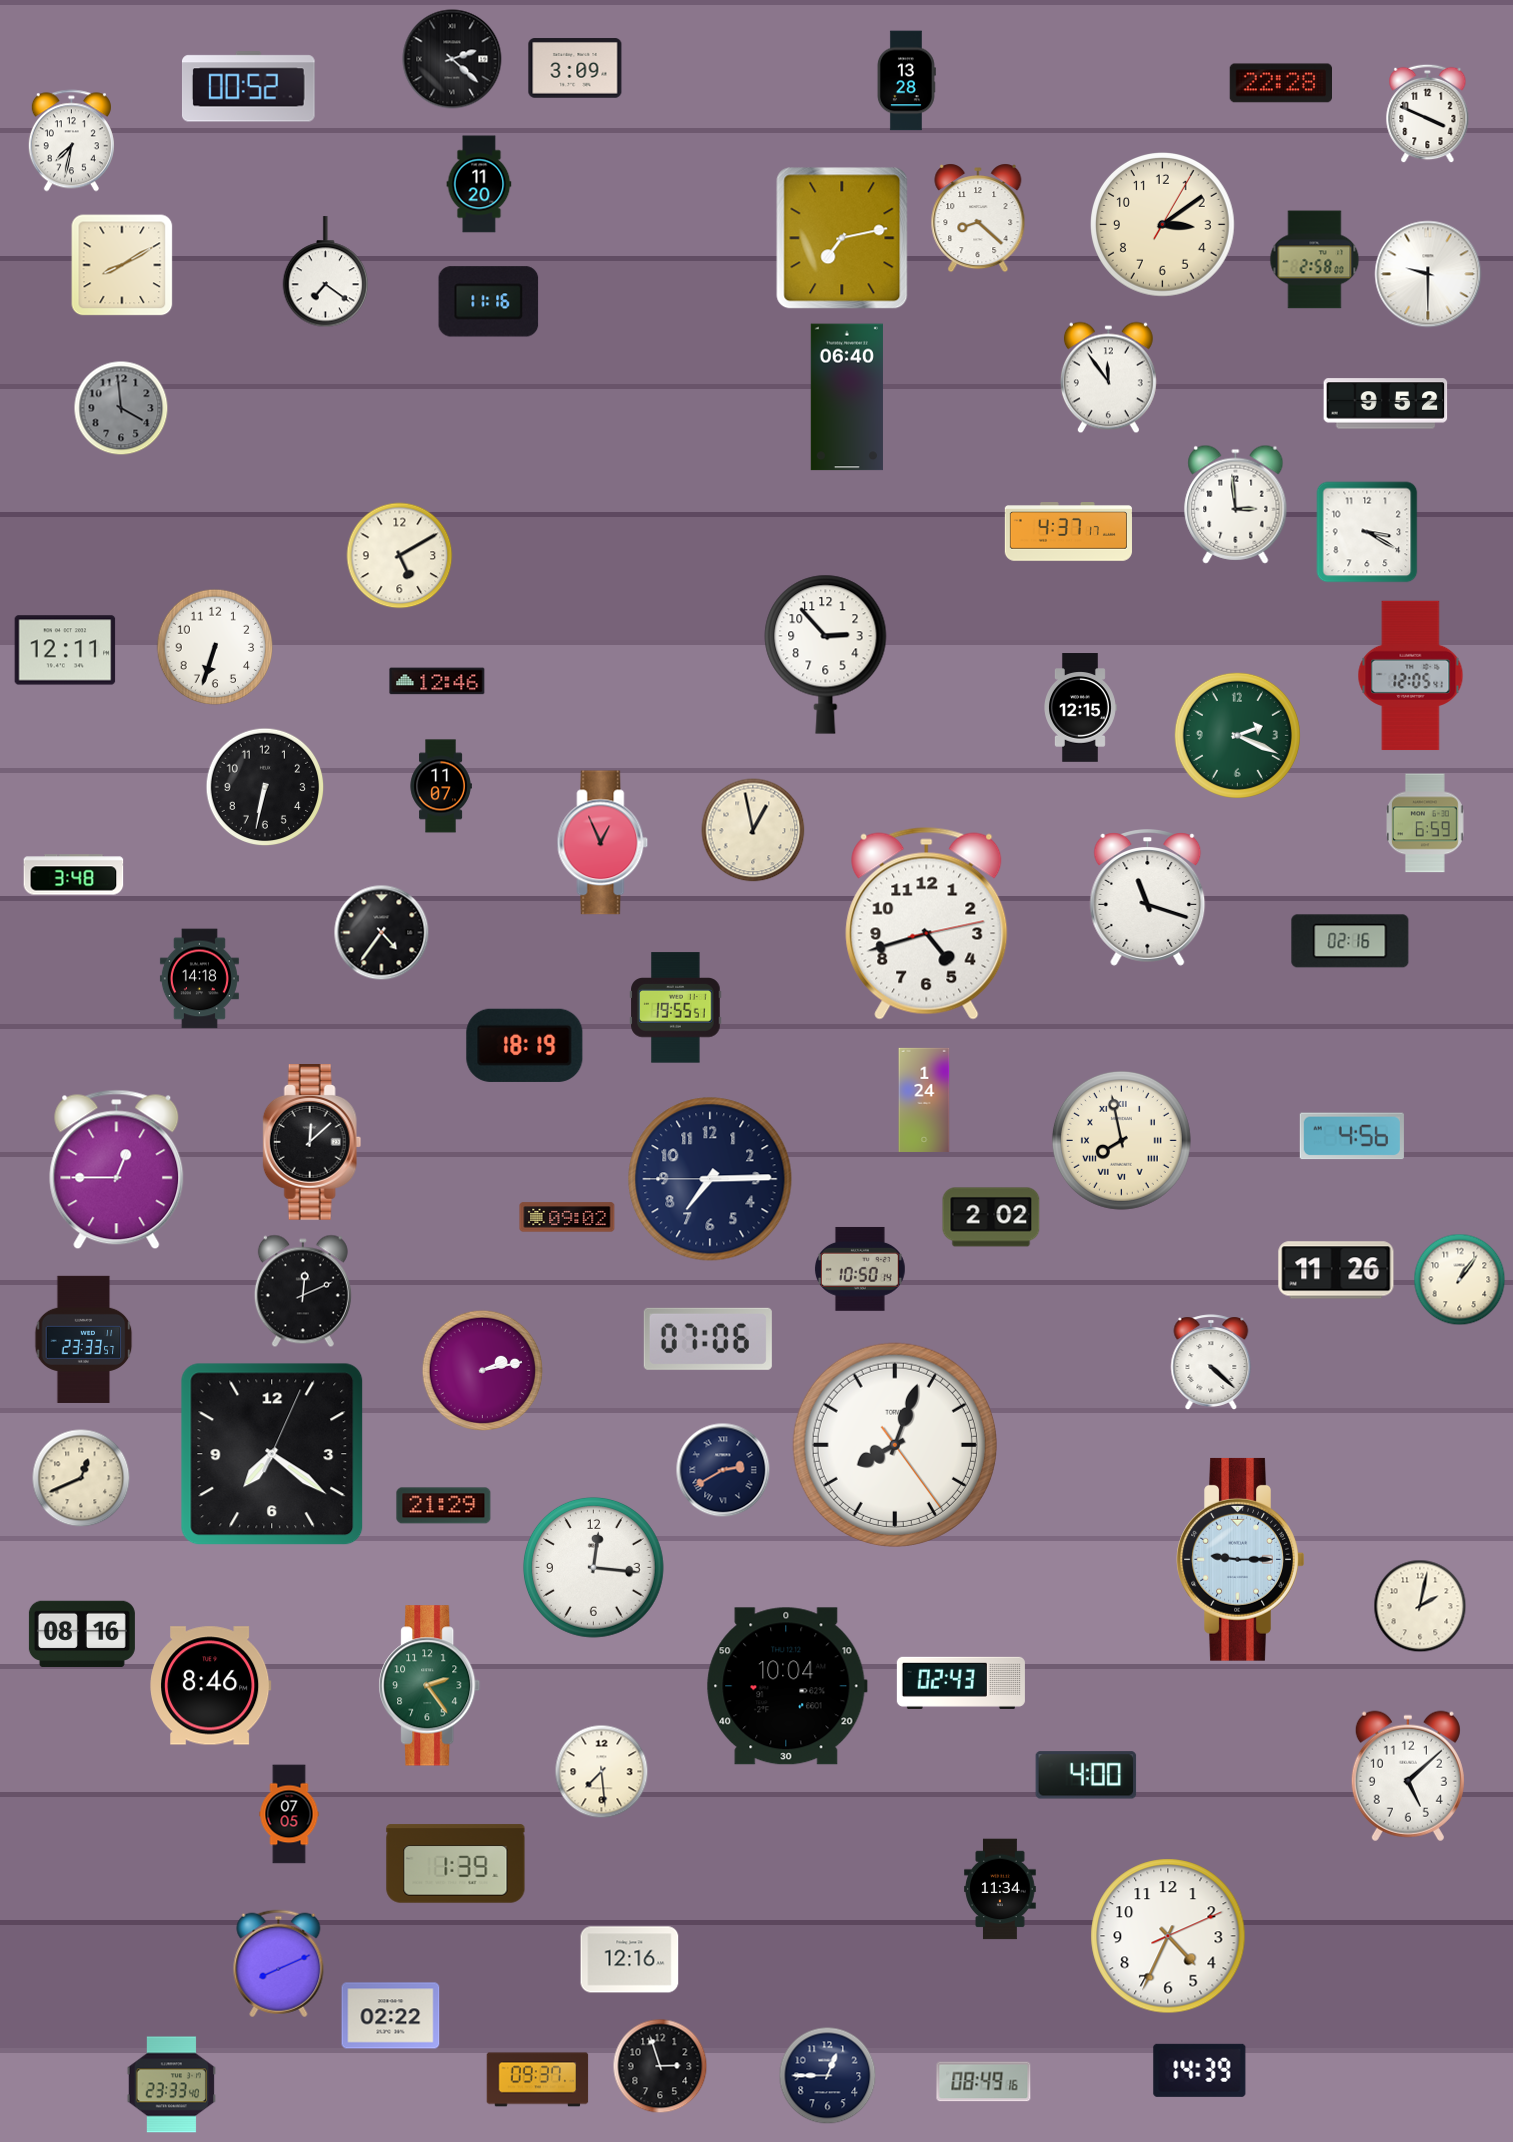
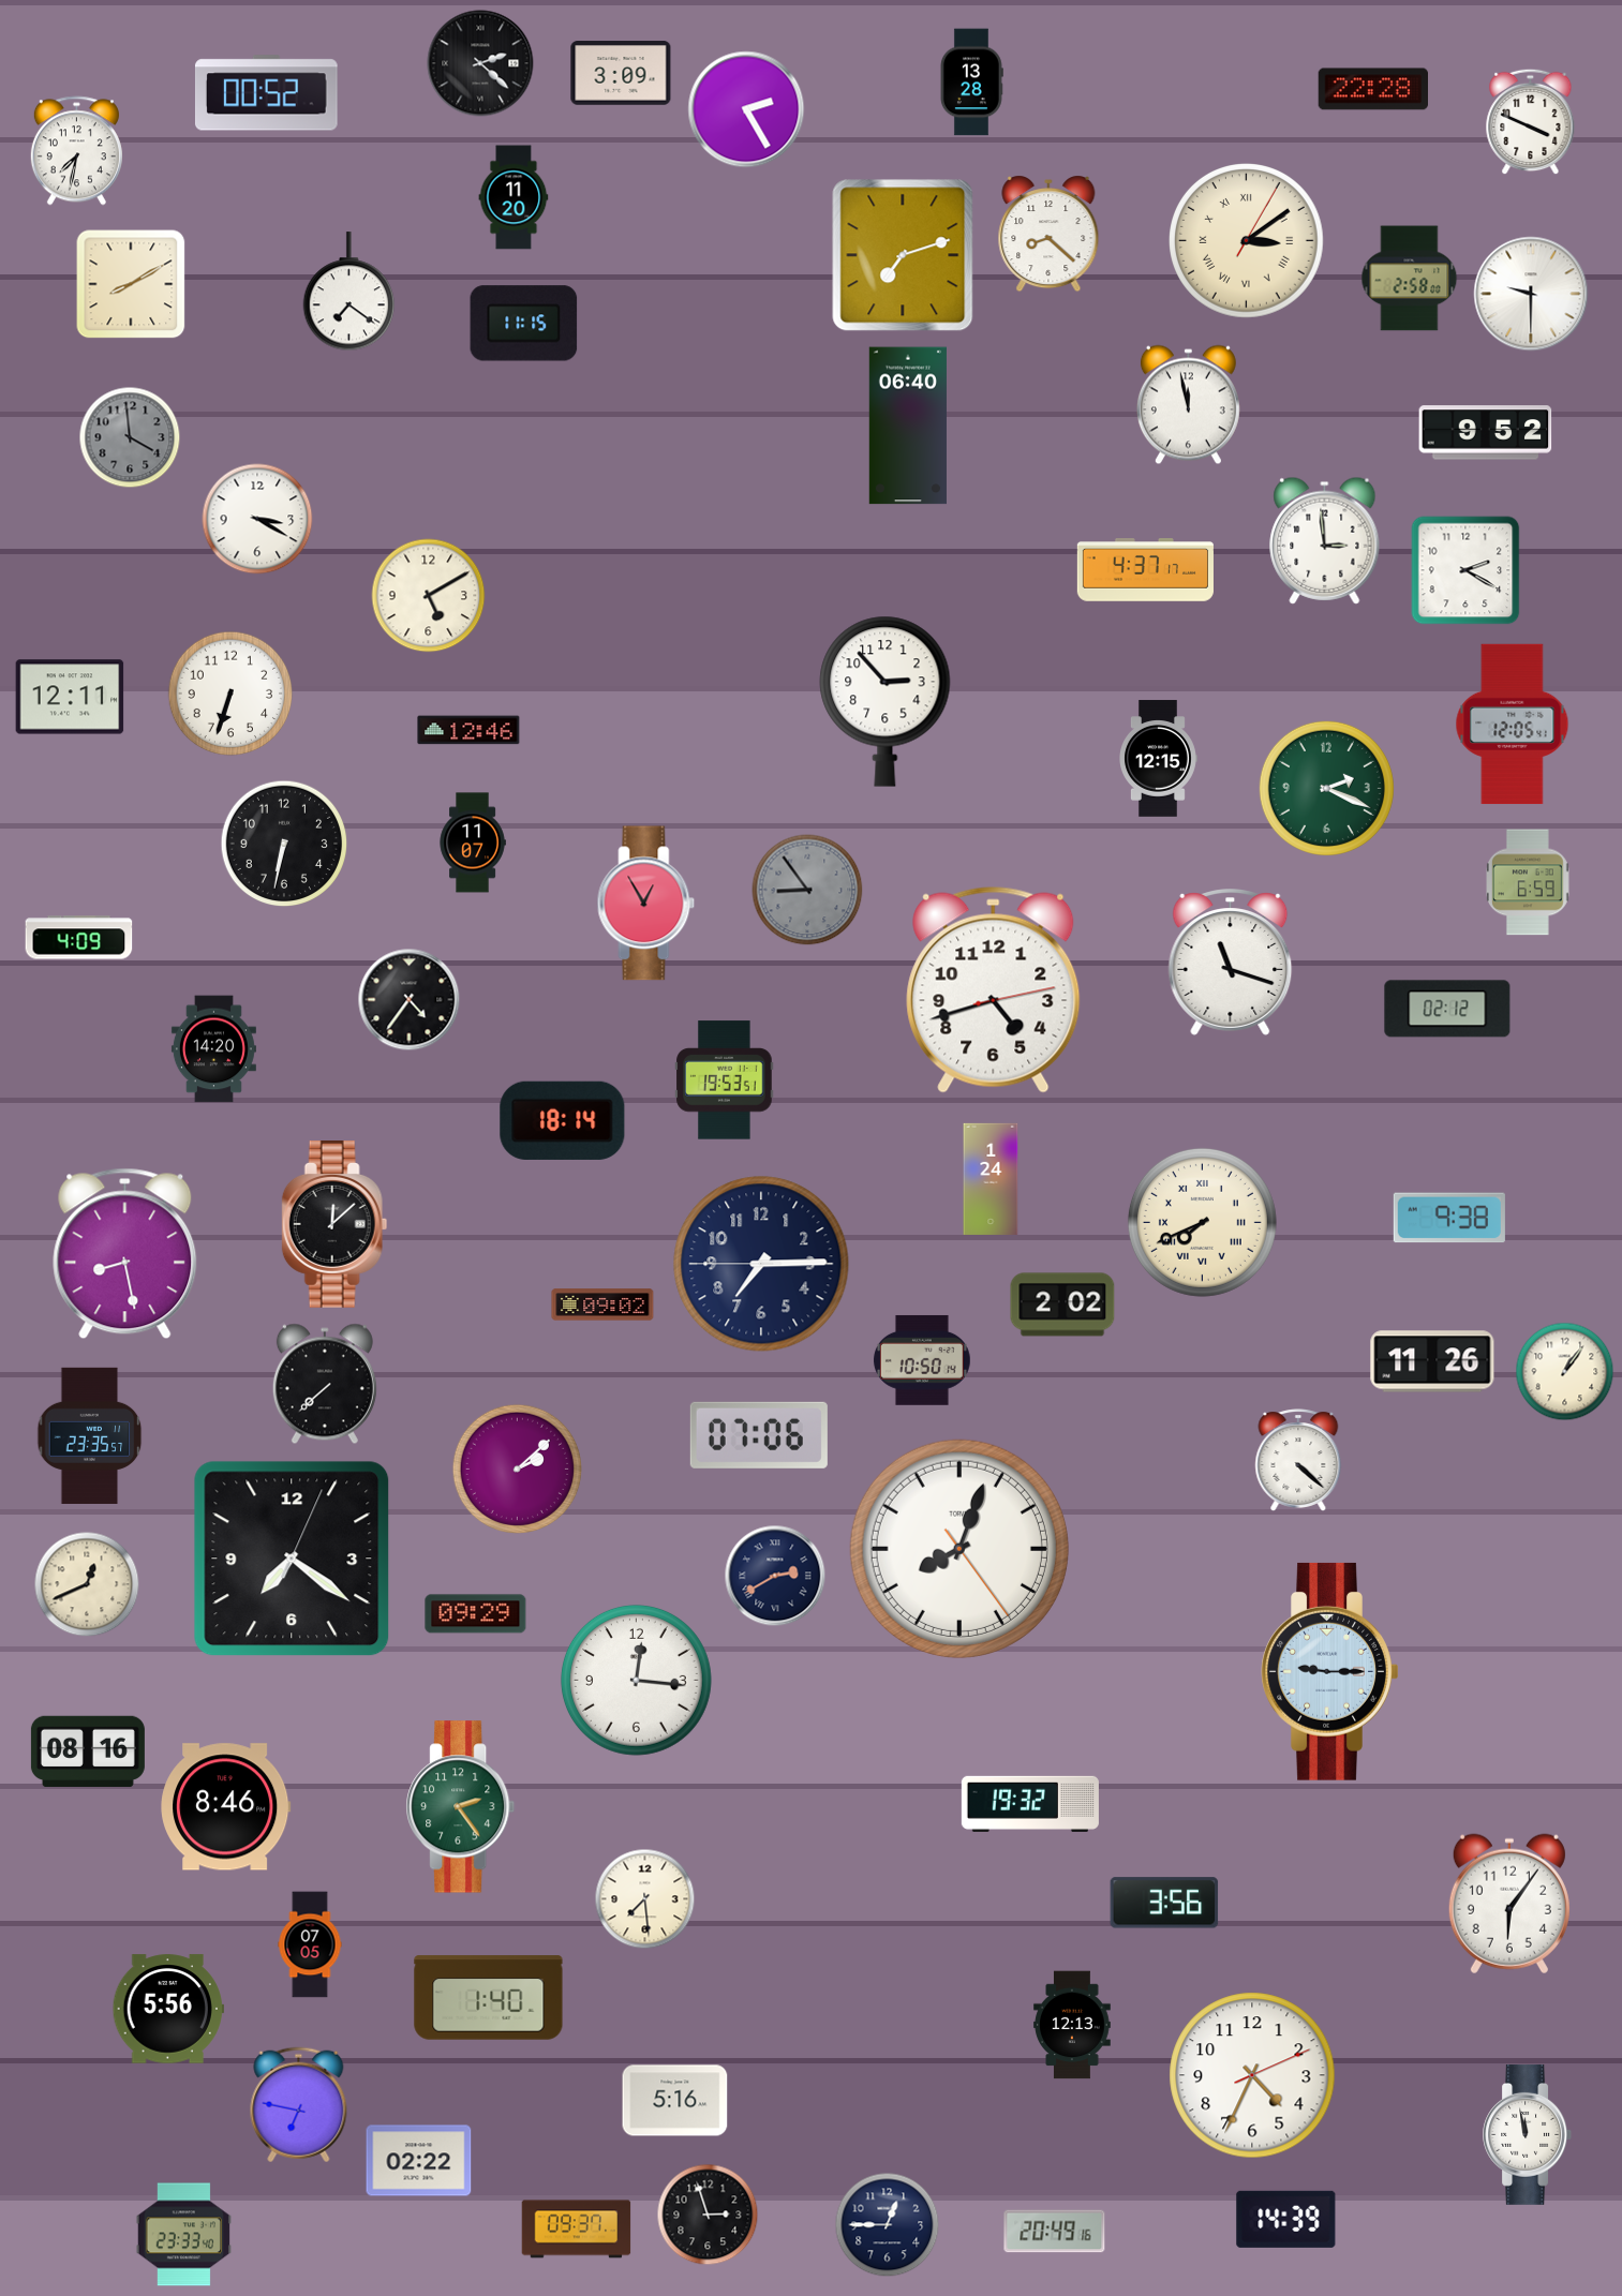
clock at (452, 59) position: (452, 59) -> (480, 63)
clock at (575, 68) position: (575, 68) -> (621, 73)
clock at (906, 81) position: (906, 81) -> (971, 83)
clock at (746, 109): none -> 2:25
clock at (1163, 225) numerals: Arabic -> Roman
clock at (842, 238): 7:13 -> 7:12
clock at (489, 302): 11:16 -> 11:15
clock at (1108, 378): 11:54 -> 11:58
clock at (257, 519): none -> 3:20
clock at (1367, 532): 3:20 -> 2:20
clock at (753, 830): 12:58 -> 8:54
clock at (753, 830) dial: cream -> grey
clock at (603, 843): 12:56 -> 12:55
clock at (74, 875): 3:48 -> 4:09
clock at (1350, 941): 02:16 -> 02:12
clock at (199, 979): 14:18 -> 14:20
clock at (676, 1008): 19:55 -> 19:53
clock at (525, 1045): 18:19 -> 18:14
clock at (1352, 1136): 4:56 -> 9:38
clock at (1121, 1140): 7:58 -> 7:41
clock at (117, 1170): 12:45 -> 8:28
clock at (567, 1217) position: (567, 1217) -> (602, 1304)
clock at (303, 1291): 12:11 -> 7:38
clock at (84, 1339): 23:33 -> 23:35
clock at (482, 1370): 2:13 -> 2:08
clock at (444, 1506): 21:29 -> 09:29
clock at (1420, 1606): 2:02 -> none
clock at (961, 1683): 02:43 -> 19:32
clock at (787, 1686): 10:04 -> none
clock at (1086, 1775): 4:00 -> 3:56
clock at (1408, 1776): 5:08 -> 6:06
clock at (456, 1864): 1:39 -> 1:40
clock at (168, 2009): none -> 5:56
clock at (1000, 1889): 11:34 -> 12:13
clock at (630, 1960): 12:16 -> 5:16
clock at (279, 1964): 8:11 -> 6:47
clock at (1528, 2134): none -> 11:58
clock at (984, 2082): 08:49 -> 20:49
